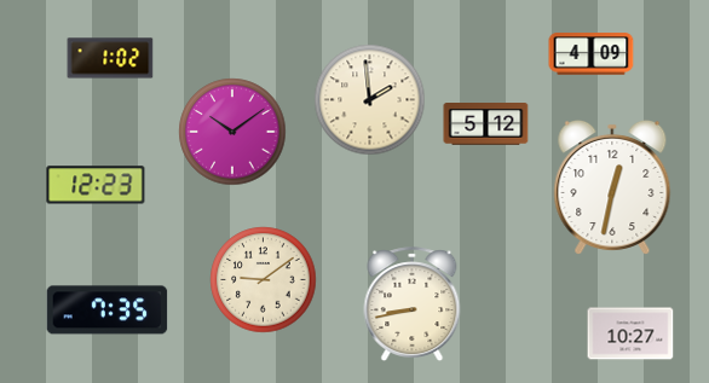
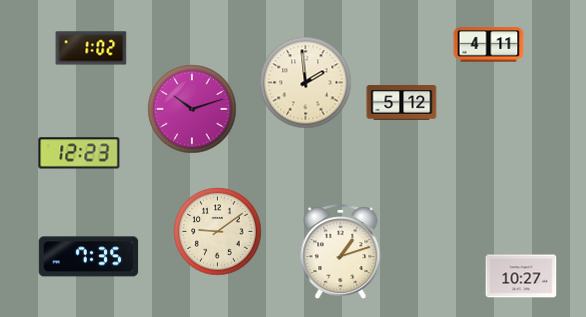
clock at (592, 54): 4:09 -> 4:11
clock at (232, 132): 10:09 -> 10:12
clock at (612, 187): 12:32 -> none
clock at (413, 304): 8:43 -> 1:12
